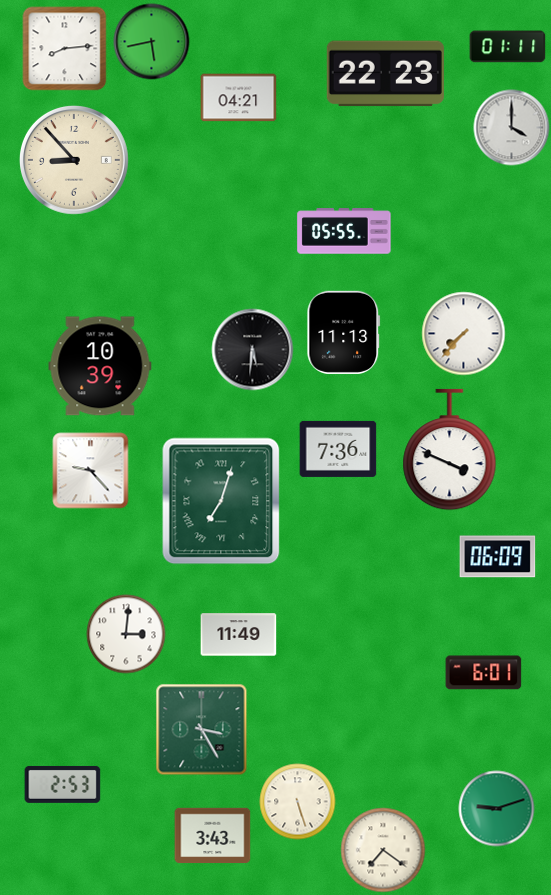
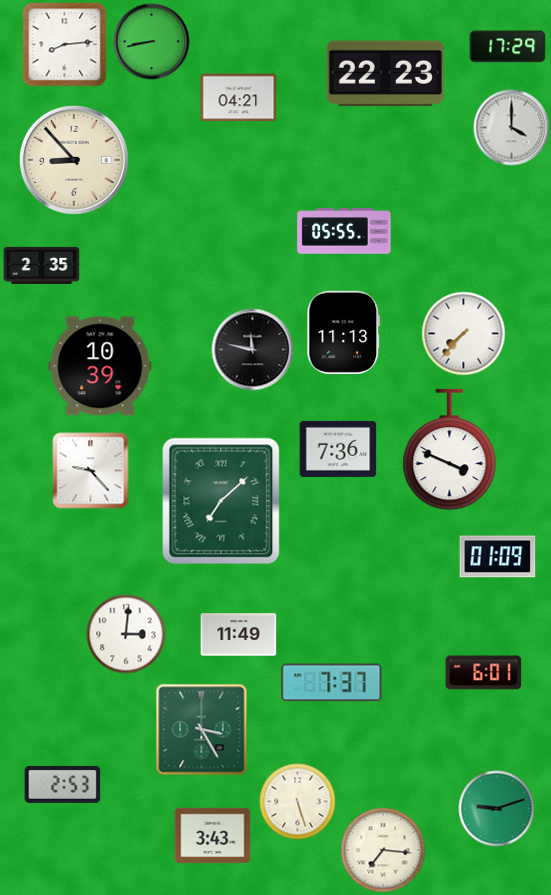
clock at (152, 42): 5:43 -> 8:43
clock at (508, 47): 01:11 -> 17:29
clock at (65, 49) position: (65, 49) -> (65, 45)
clock at (42, 265): none -> 2:35
clock at (253, 350): 5:31 -> 11:47
clock at (221, 501): 7:03 -> 7:08
clock at (498, 557): 06:09 -> 01:09
clock at (332, 683): none -> 7:37
clock at (383, 850): 7:21 -> 7:16
